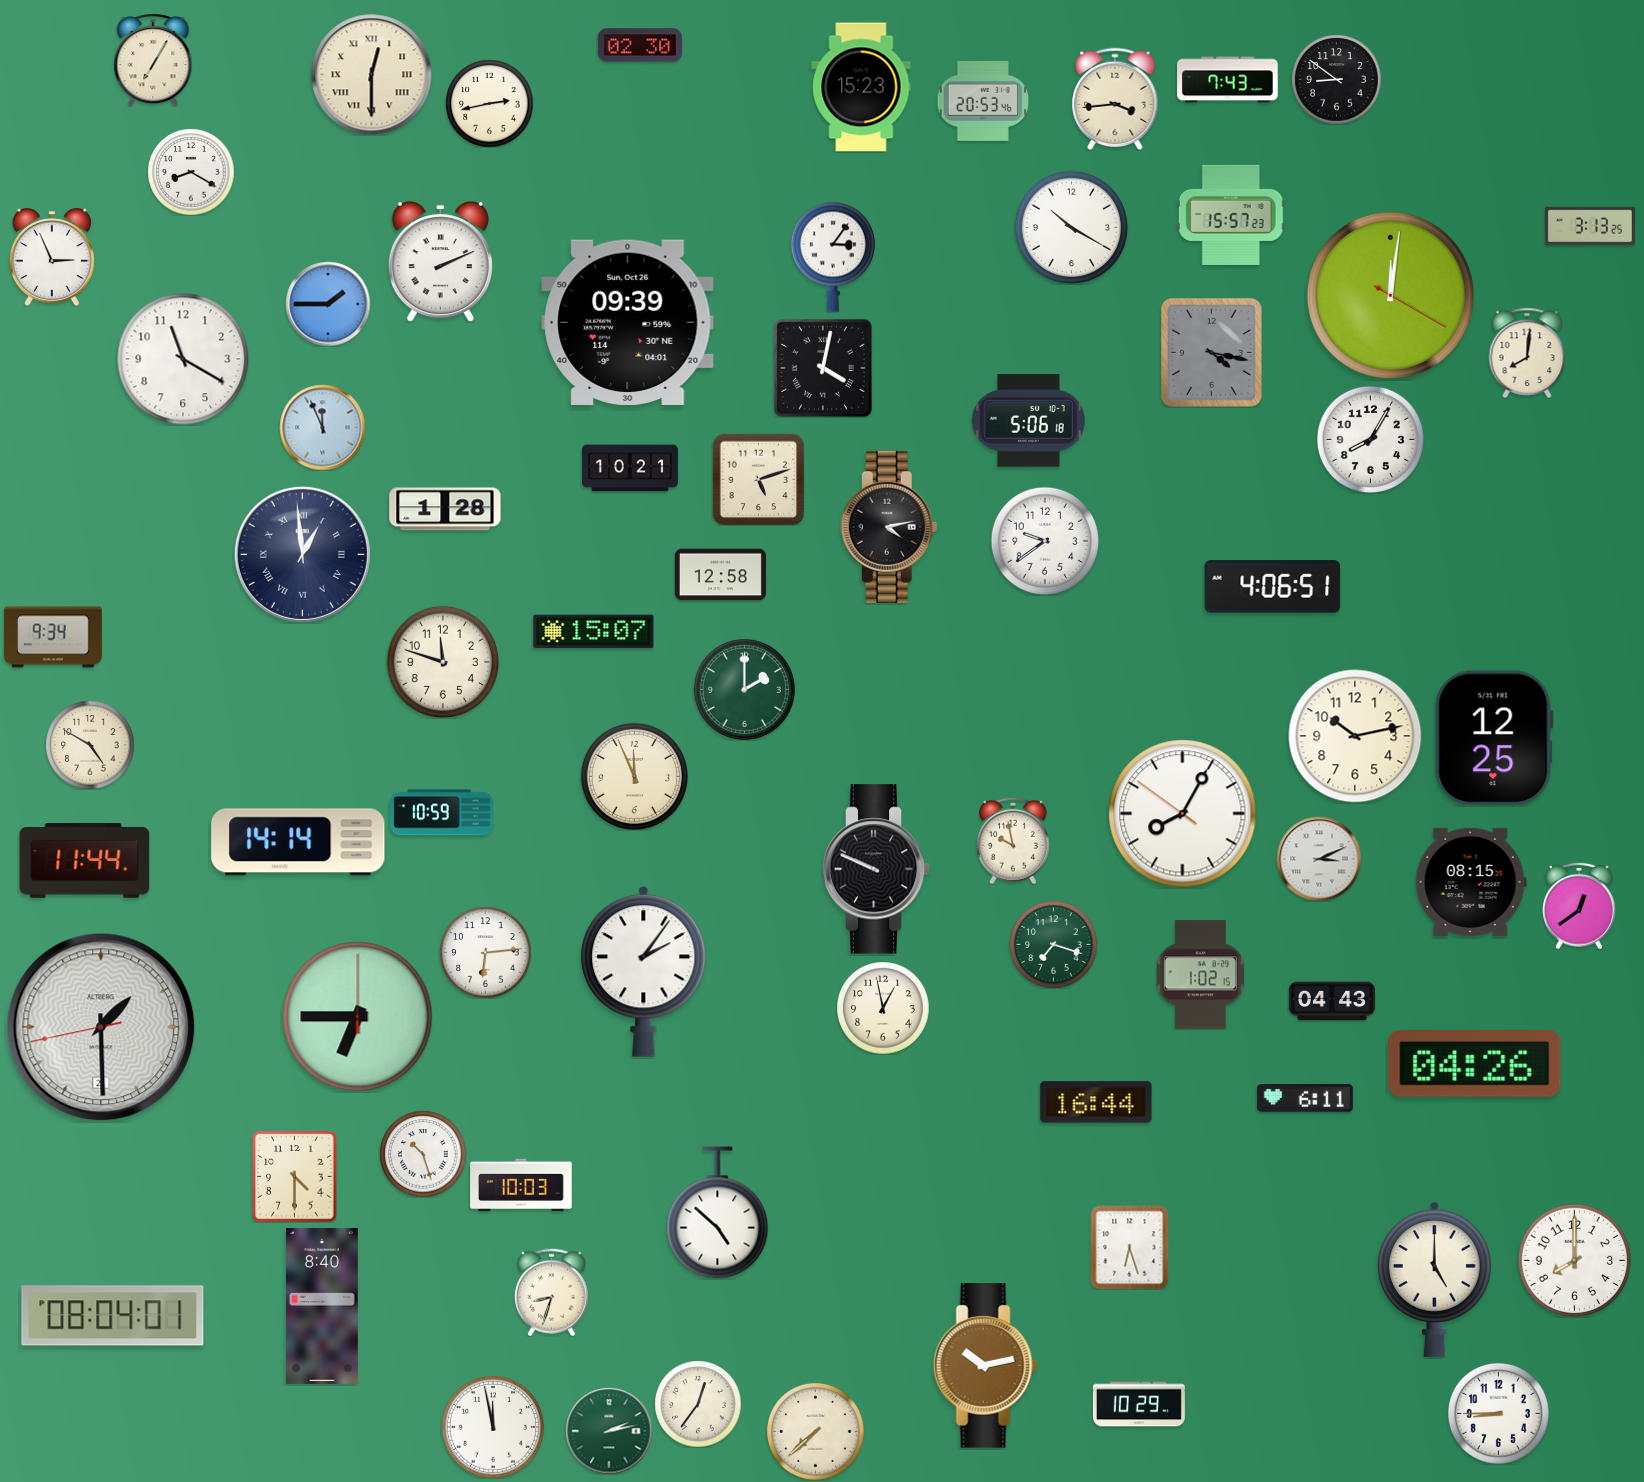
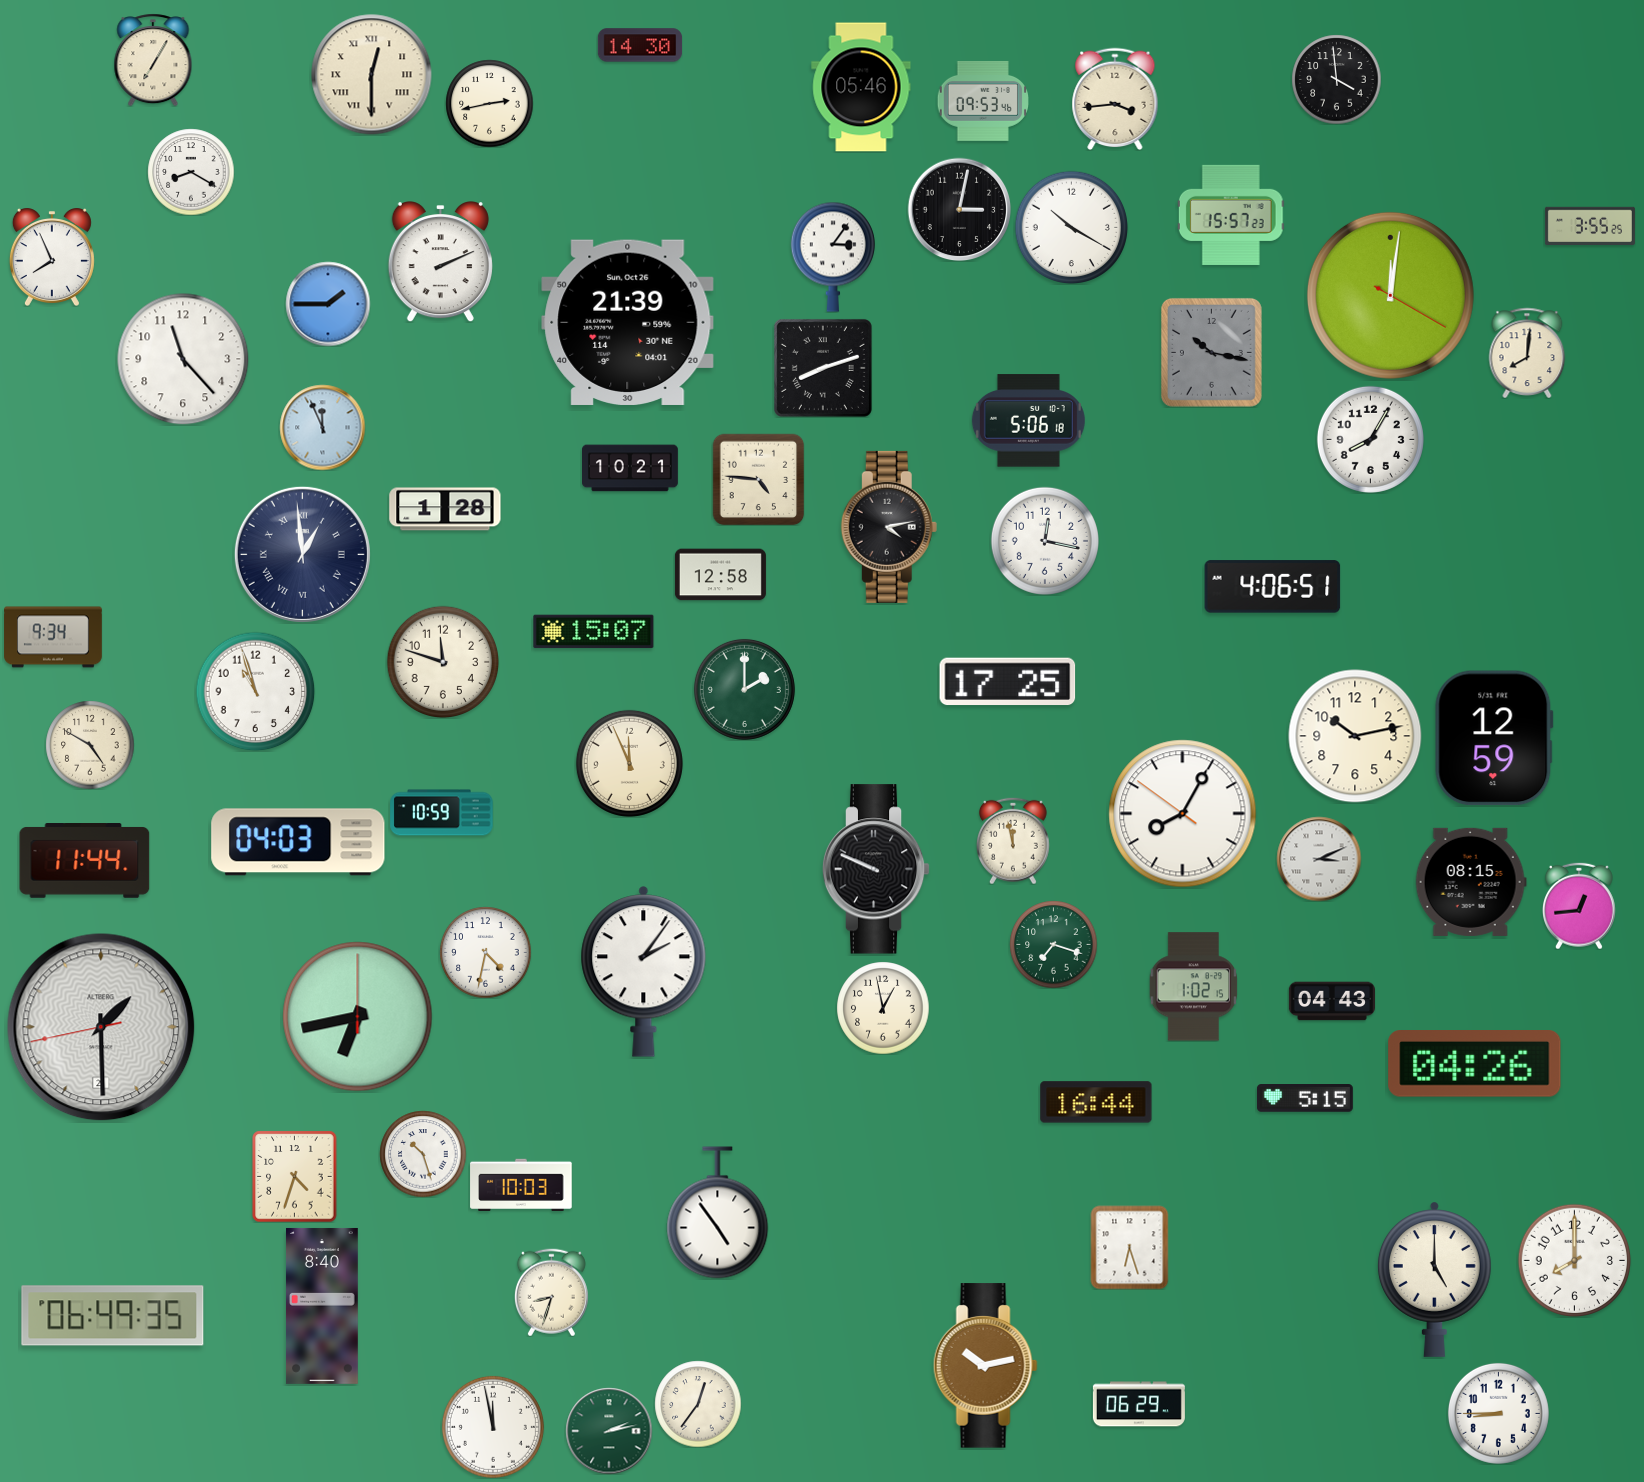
clock at (640, 45): 02:30 -> 14:30
clock at (1336, 79): 8:51 -> 3:59
clock at (1228, 80): 7:43 -> none
clock at (861, 87): 15:23 -> 05:46
clock at (982, 101): 20:53 -> 09:53
clock at (959, 209): none -> 3:02
clock at (1590, 226): 3:13 -> 3:55
clock at (52, 257): 2:56 -> 7:56
clock at (628, 322): 09:39 -> 21:39
clock at (1211, 352): 4:17 -> 10:17
clock at (183, 359): 11:20 -> 11:23
clock at (823, 368): 4:02 -> 8:12
clock at (758, 479): 5:12 -> 4:46
clock at (1045, 541): 9:39 -> 12:17
clock at (1008, 682): none -> 17:25
clock at (255, 691): none -> 10:57
clock at (1494, 738): 12:25 -> 12:59
clock at (634, 776) position: (634, 776) -> (629, 763)
clock at (1013, 841): 9:58 -> 11:58
clock at (298, 842): 14:14 -> 04:03
clock at (1579, 906): 12:39 -> 12:44
clock at (485, 952): 6:14 -> 4:32
clock at (1201, 975) position: (1201, 975) -> (1194, 987)
clock at (358, 1017): 6:45 -> 6:43
clock at (1305, 1098): 6:11 -> 5:15
clock at (295, 1176): 4:30 -> 4:33
clock at (718, 1213): 4:52 -> 4:54
clock at (113, 1316): 08:04 -> 06:49
clock at (1139, 1404): 10:29 -> 06:29
clock at (815, 1431): 7:38 -> none
